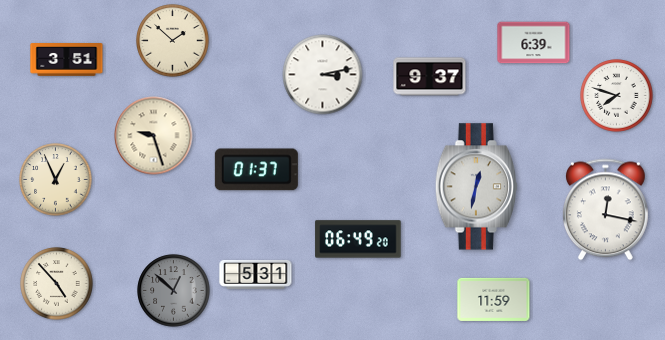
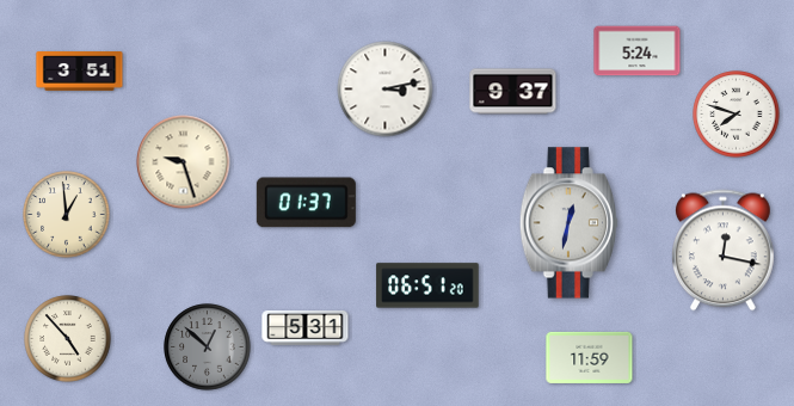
clock at (173, 41): 1:52 -> none
clock at (534, 43): 6:39 -> 5:24
clock at (56, 180): 12:56 -> 12:59
clock at (358, 239): 06:49 -> 06:51
